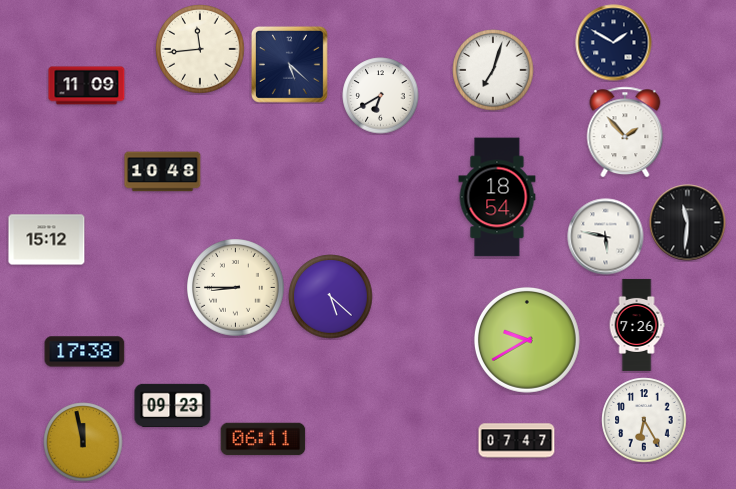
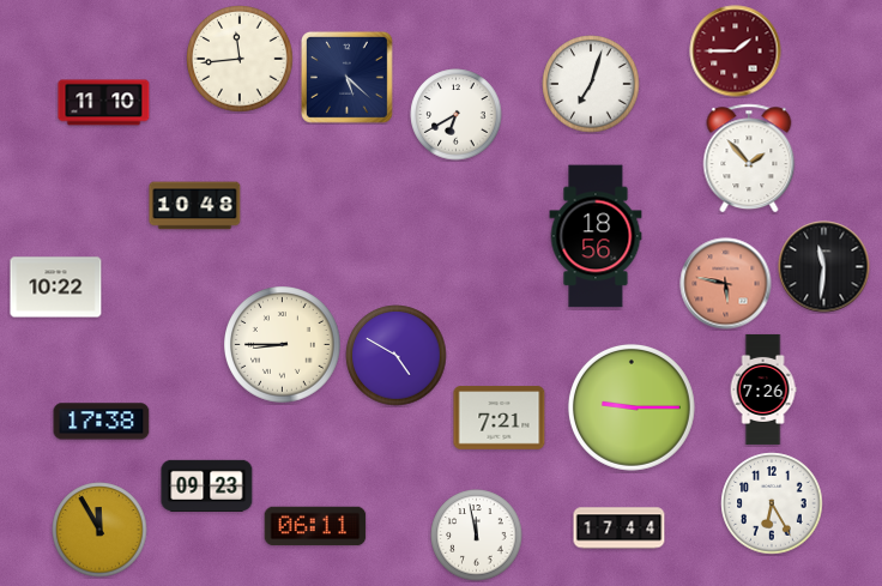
clock at (614, 43): 1:50 -> 1:45
clock at (614, 43) dial: navy -> burgundy
clock at (87, 86): 11:09 -> 11:10
clock at (497, 197): 18:54 -> 18:56
clock at (606, 237) dial: white -> salmon
clock at (47, 240): 15:12 -> 10:22
clock at (331, 297): 5:22 -> 4:50
clock at (527, 340): 9:40 -> 9:15
clock at (500, 418): none -> 7:21
clock at (517, 441): 07:47 -> 17:44
clock at (83, 442): 11:58 -> 11:55
clock at (477, 536): none -> 11:58
